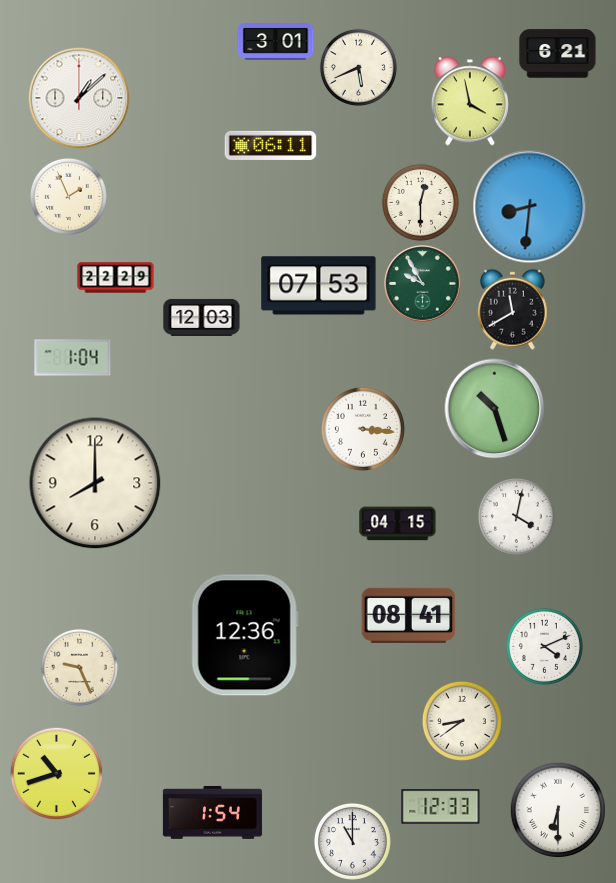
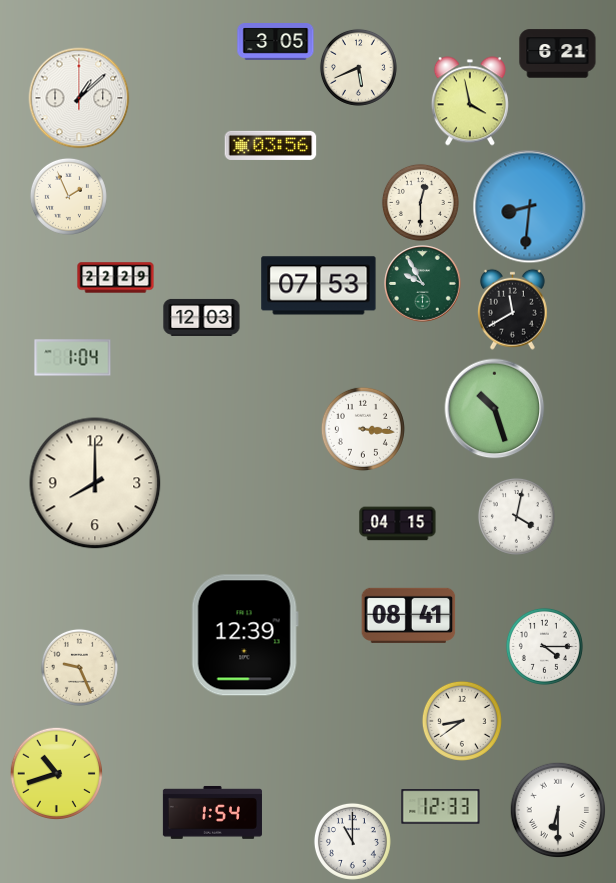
clock at (276, 42): 3:01 -> 3:05
clock at (271, 145): 06:11 -> 03:56
clock at (245, 635): 12:36 -> 12:39
clock at (544, 646): 4:11 -> 4:15
